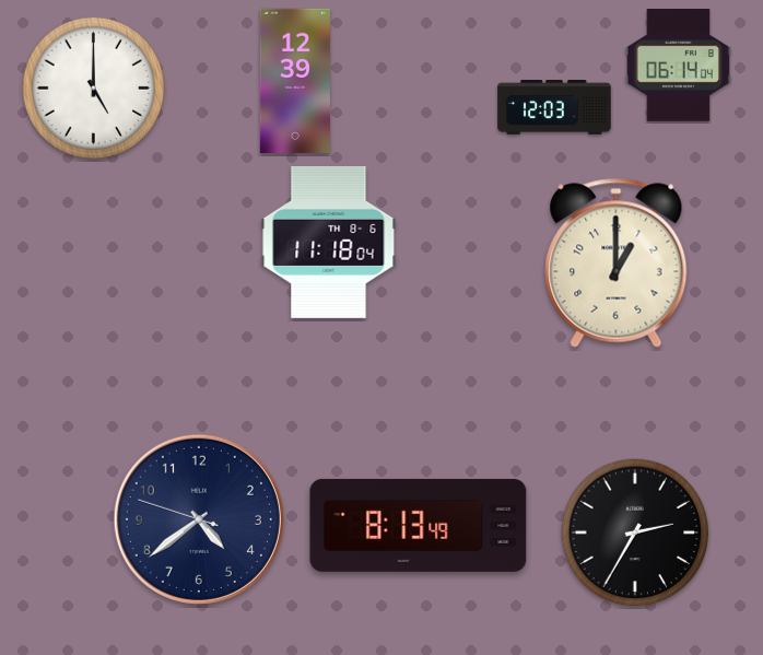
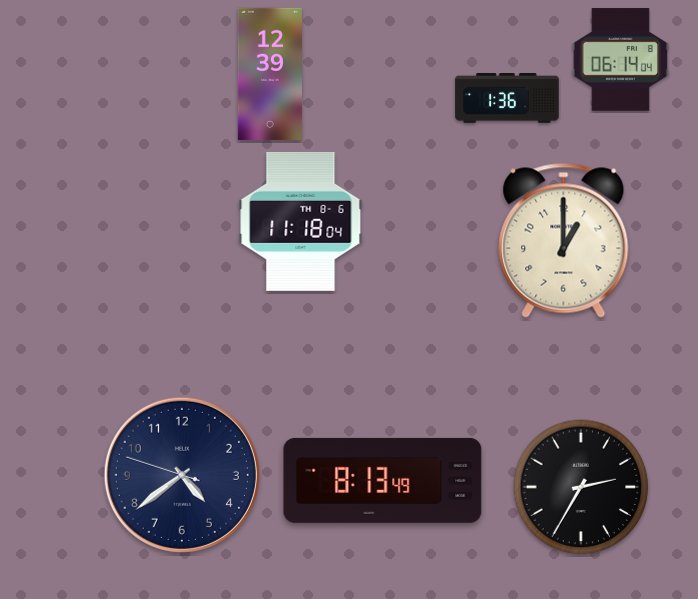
clock at (94, 89): 5:00 -> none
clock at (554, 107): 12:03 -> 1:36
